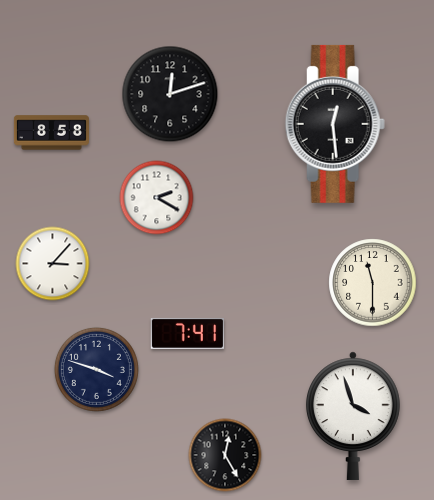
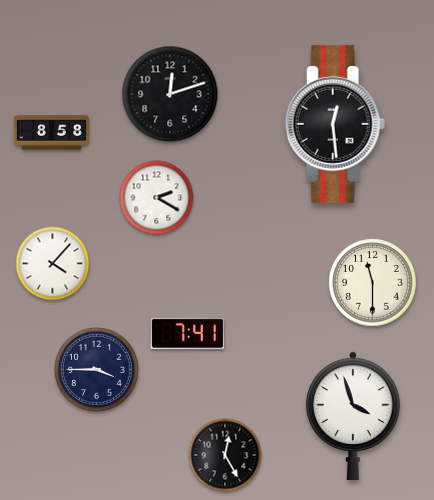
clock at (53, 264): 3:07 -> 4:07
clock at (96, 369): 3:48 -> 3:45
